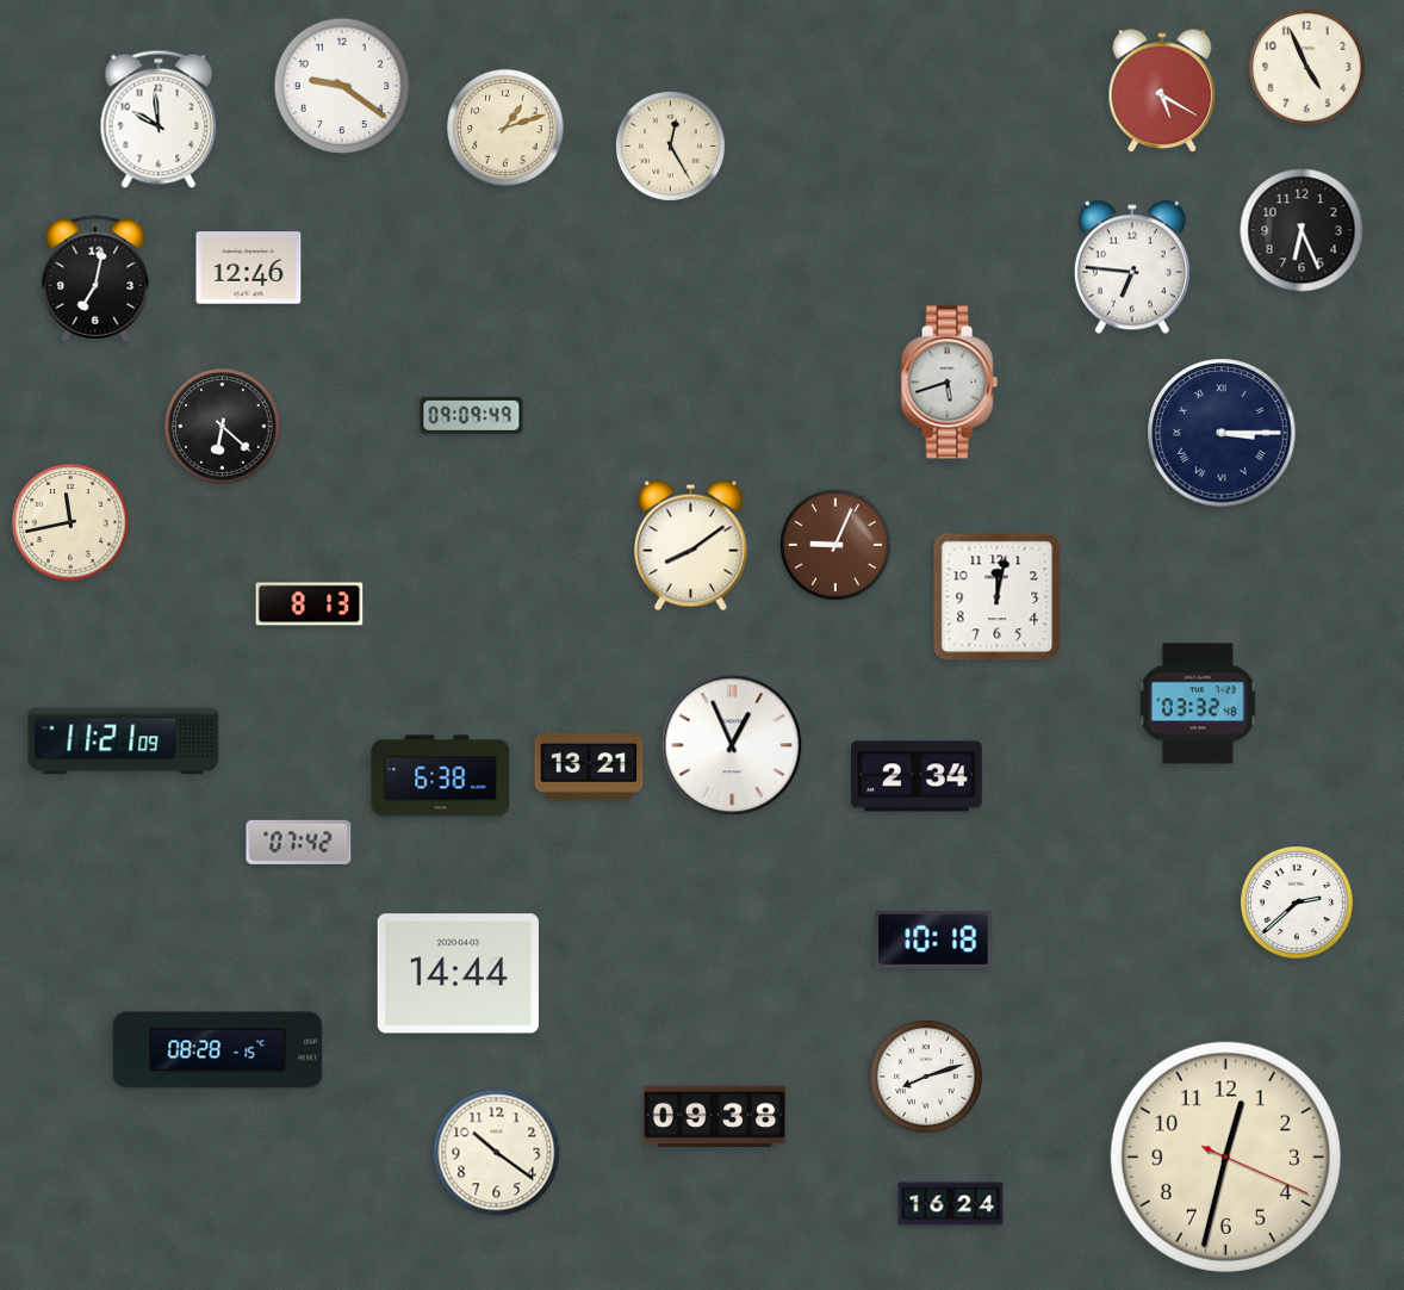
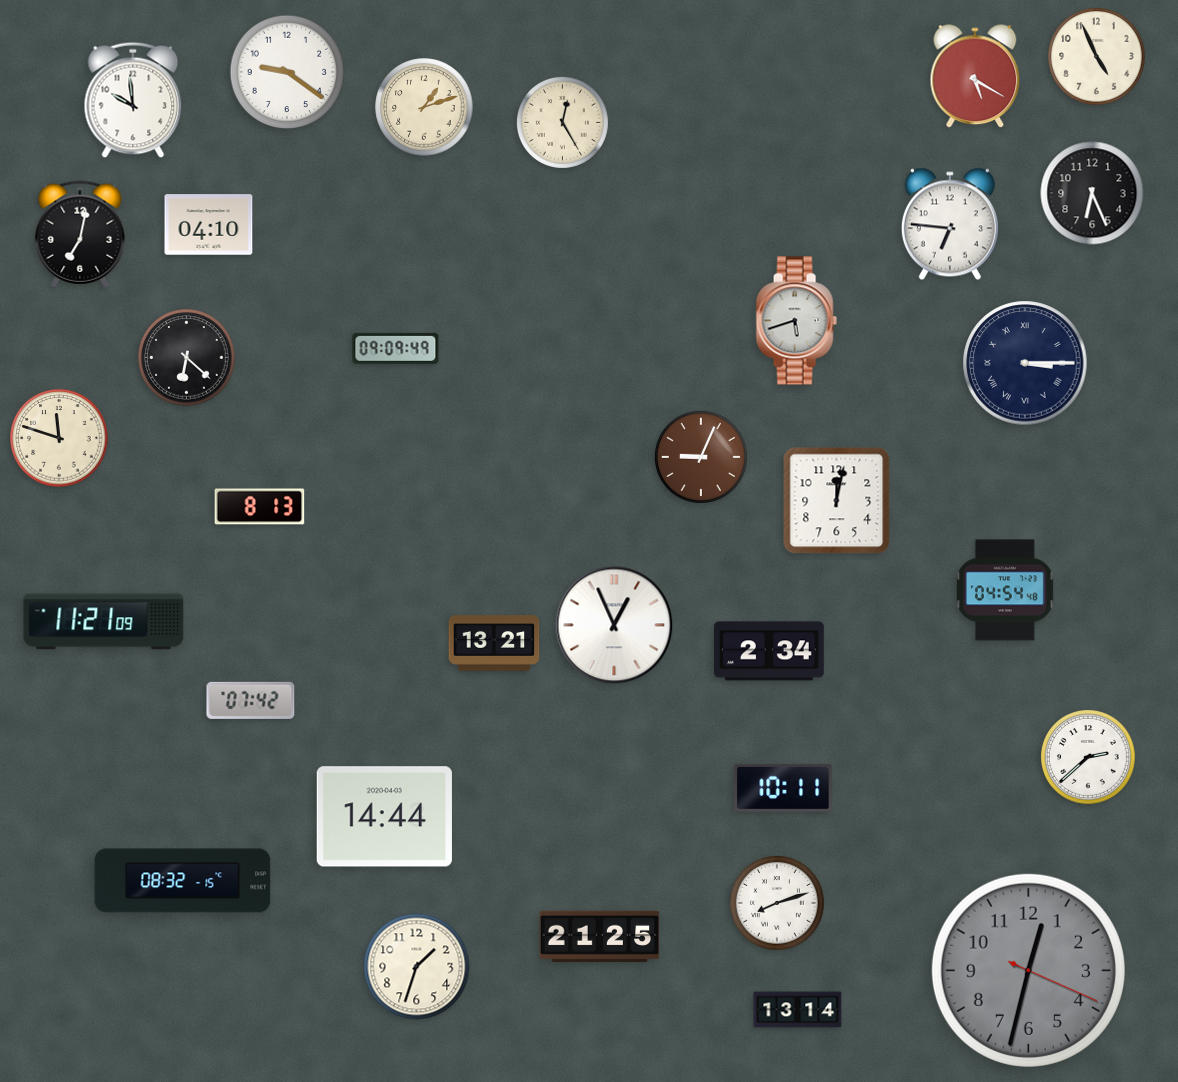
clock at (249, 268): 12:46 -> 04:10
clock at (70, 522): 11:43 -> 11:48
clock at (691, 546): 8:09 -> none
clock at (1198, 703): 03:32 -> 04:54
clock at (441, 776): 6:38 -> none
clock at (299, 842) position: (299, 842) -> (251, 700)
clock at (933, 939): 10:18 -> 10:11
clock at (218, 1050): 08:28 -> 08:32
clock at (715, 1117): 09:38 -> 21:25
clock at (497, 1153): 10:21 -> 1:33
clock at (1225, 1156) dial: cream -> grey
clock at (951, 1204): 16:24 -> 13:14
